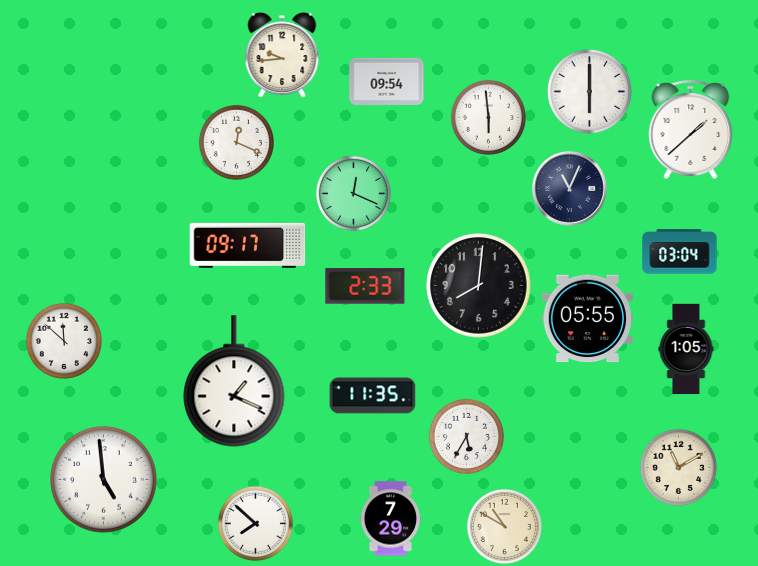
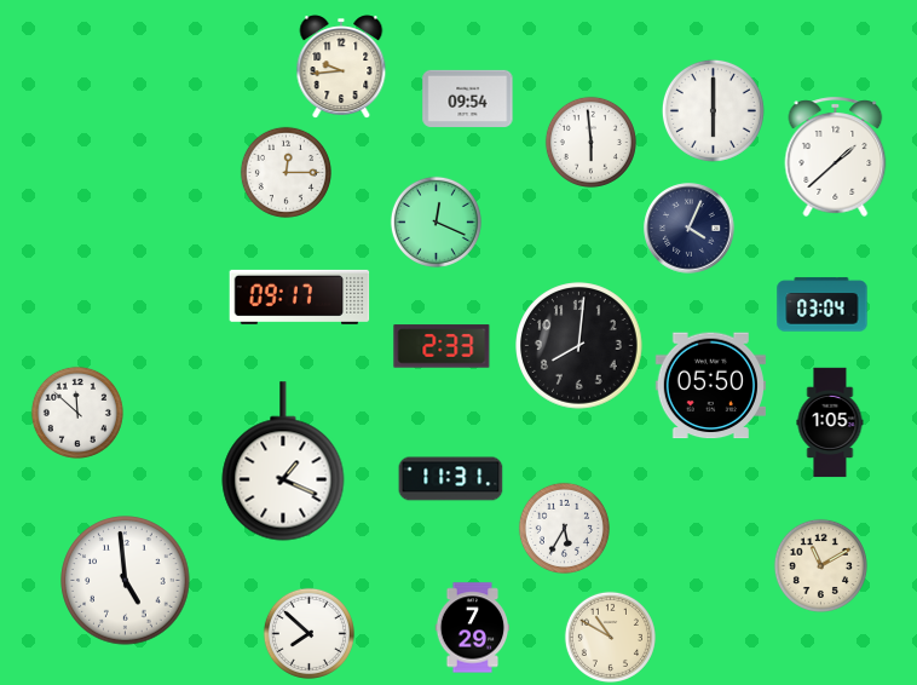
clock at (236, 142): 12:19 -> 12:15
clock at (570, 189): 11:04 -> 4:04
clock at (353, 193) position: (353, 193) -> (436, 221)
clock at (587, 319): 05:55 -> 05:50
clock at (373, 396): 11:35 -> 11:31
